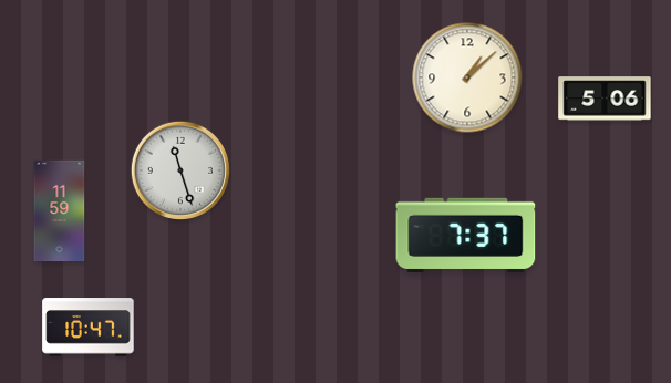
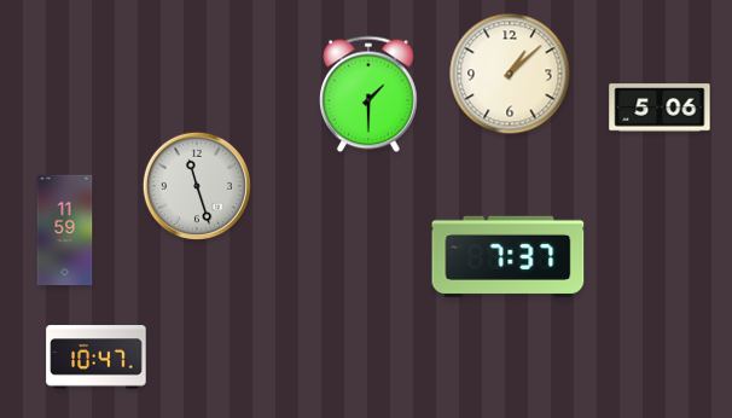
clock at (467, 77) position: (467, 77) -> (510, 74)
clock at (370, 94): none -> 1:30
